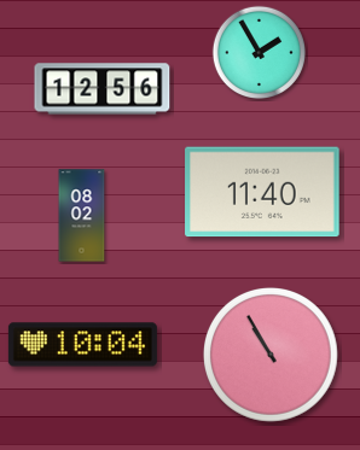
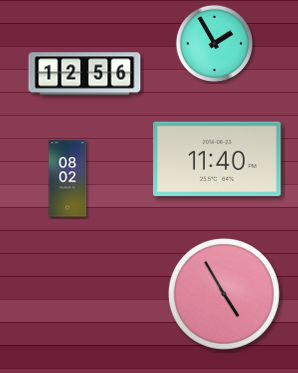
clock at (82, 345): 10:04 -> none
clock at (272, 356): 10:55 -> 4:55
